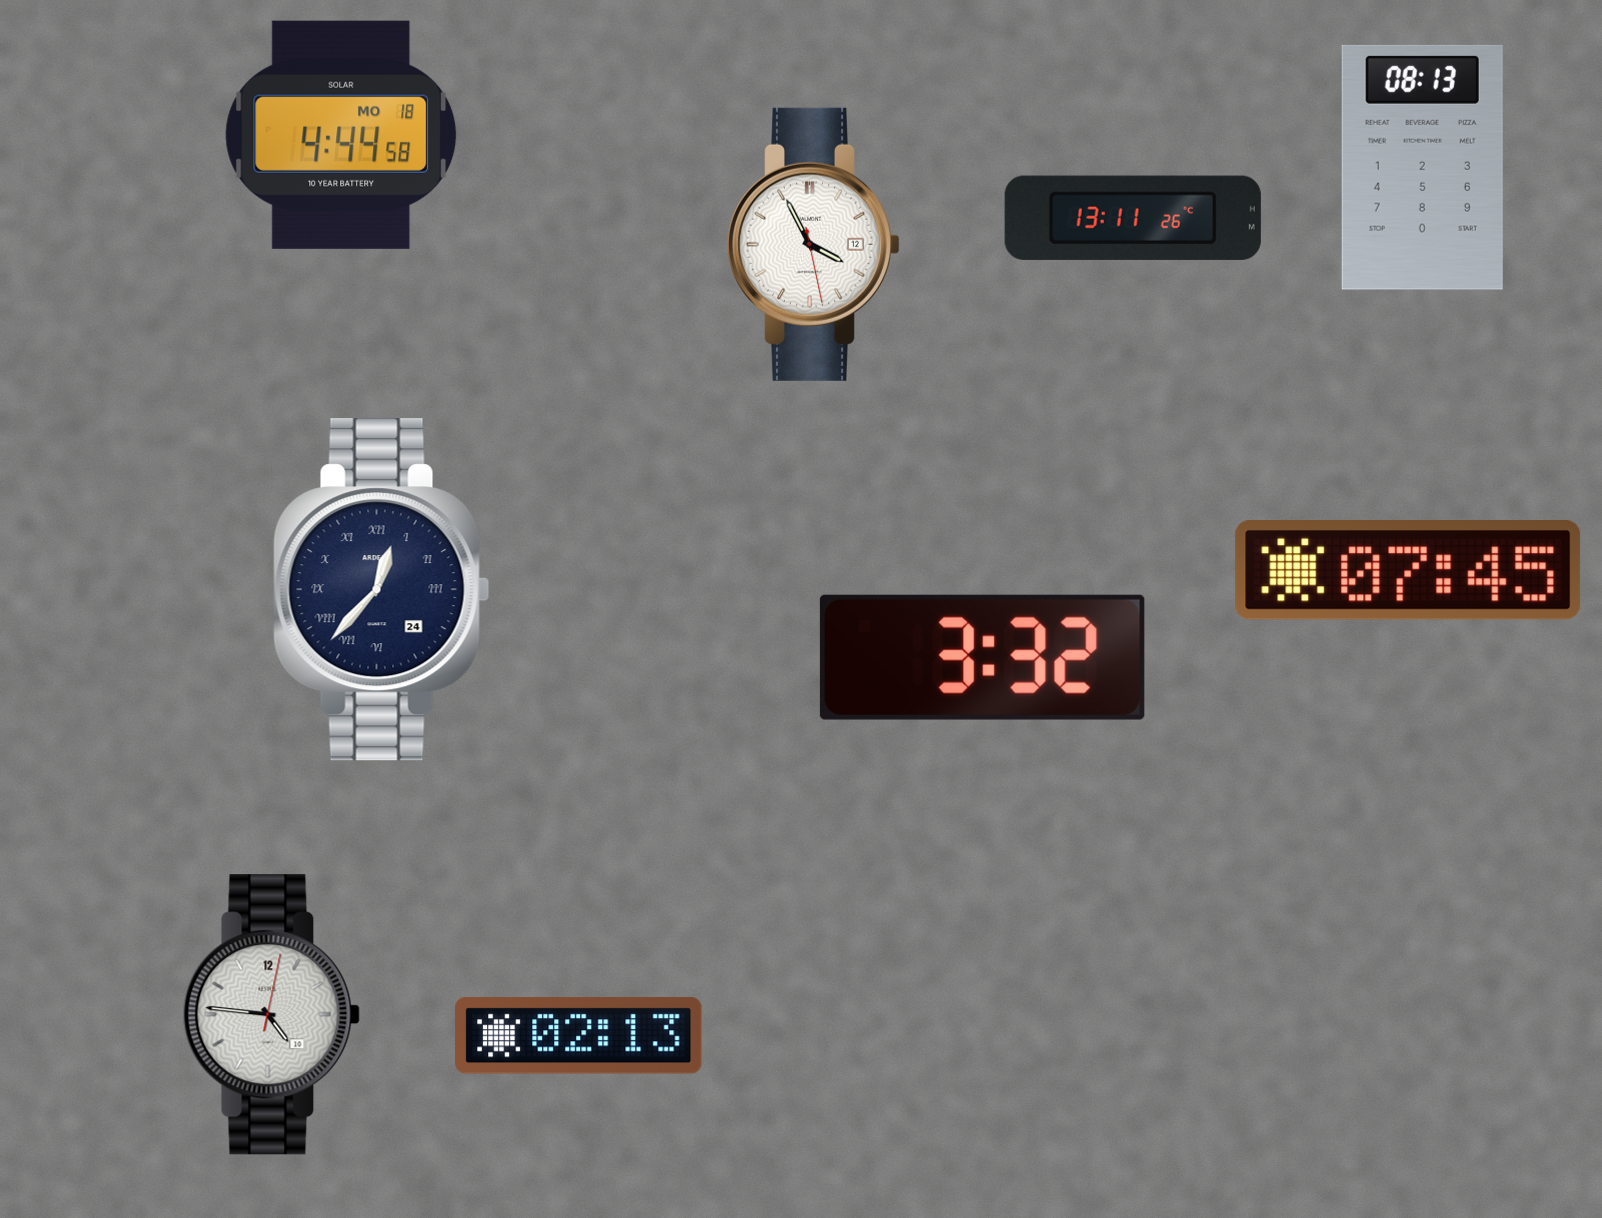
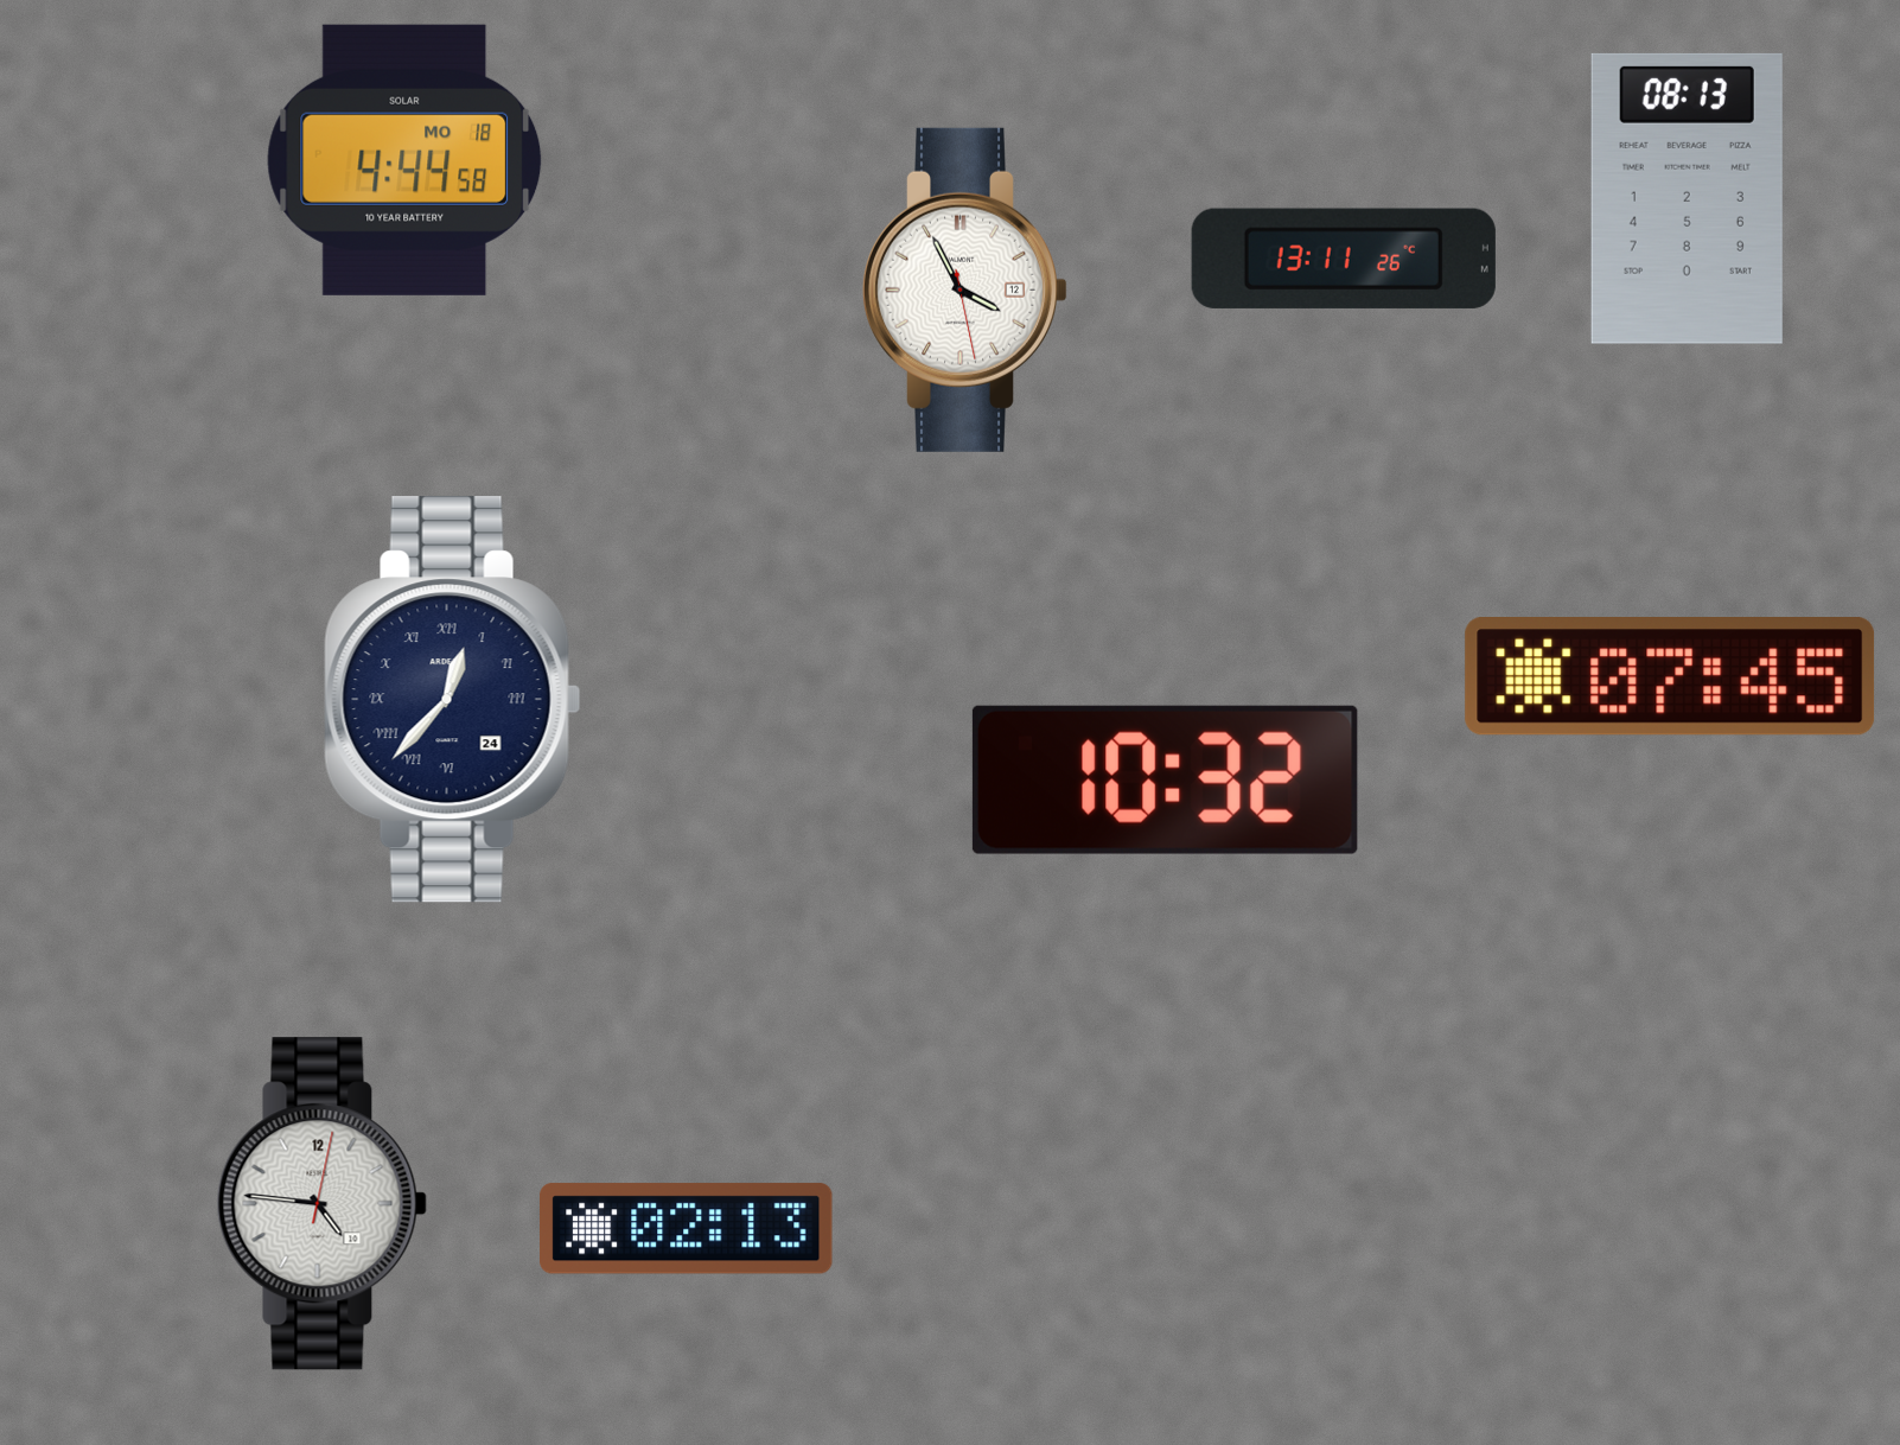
clock at (982, 657): 3:32 -> 10:32
